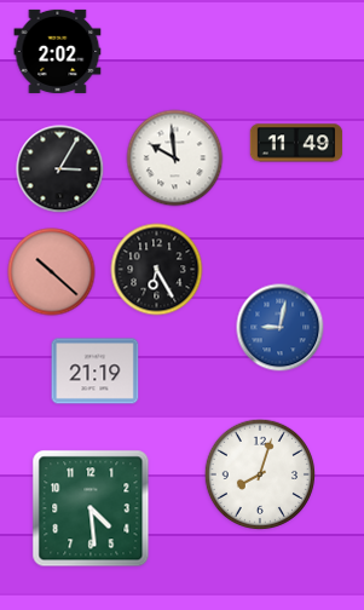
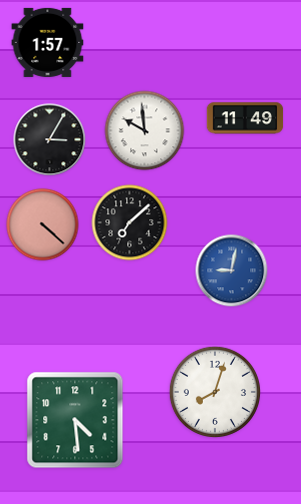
clock at (58, 51): 2:02 -> 1:57
clock at (157, 270): 6:25 -> 7:08
clock at (52, 272): 10:22 -> 4:22
clock at (96, 372): 21:19 -> none
